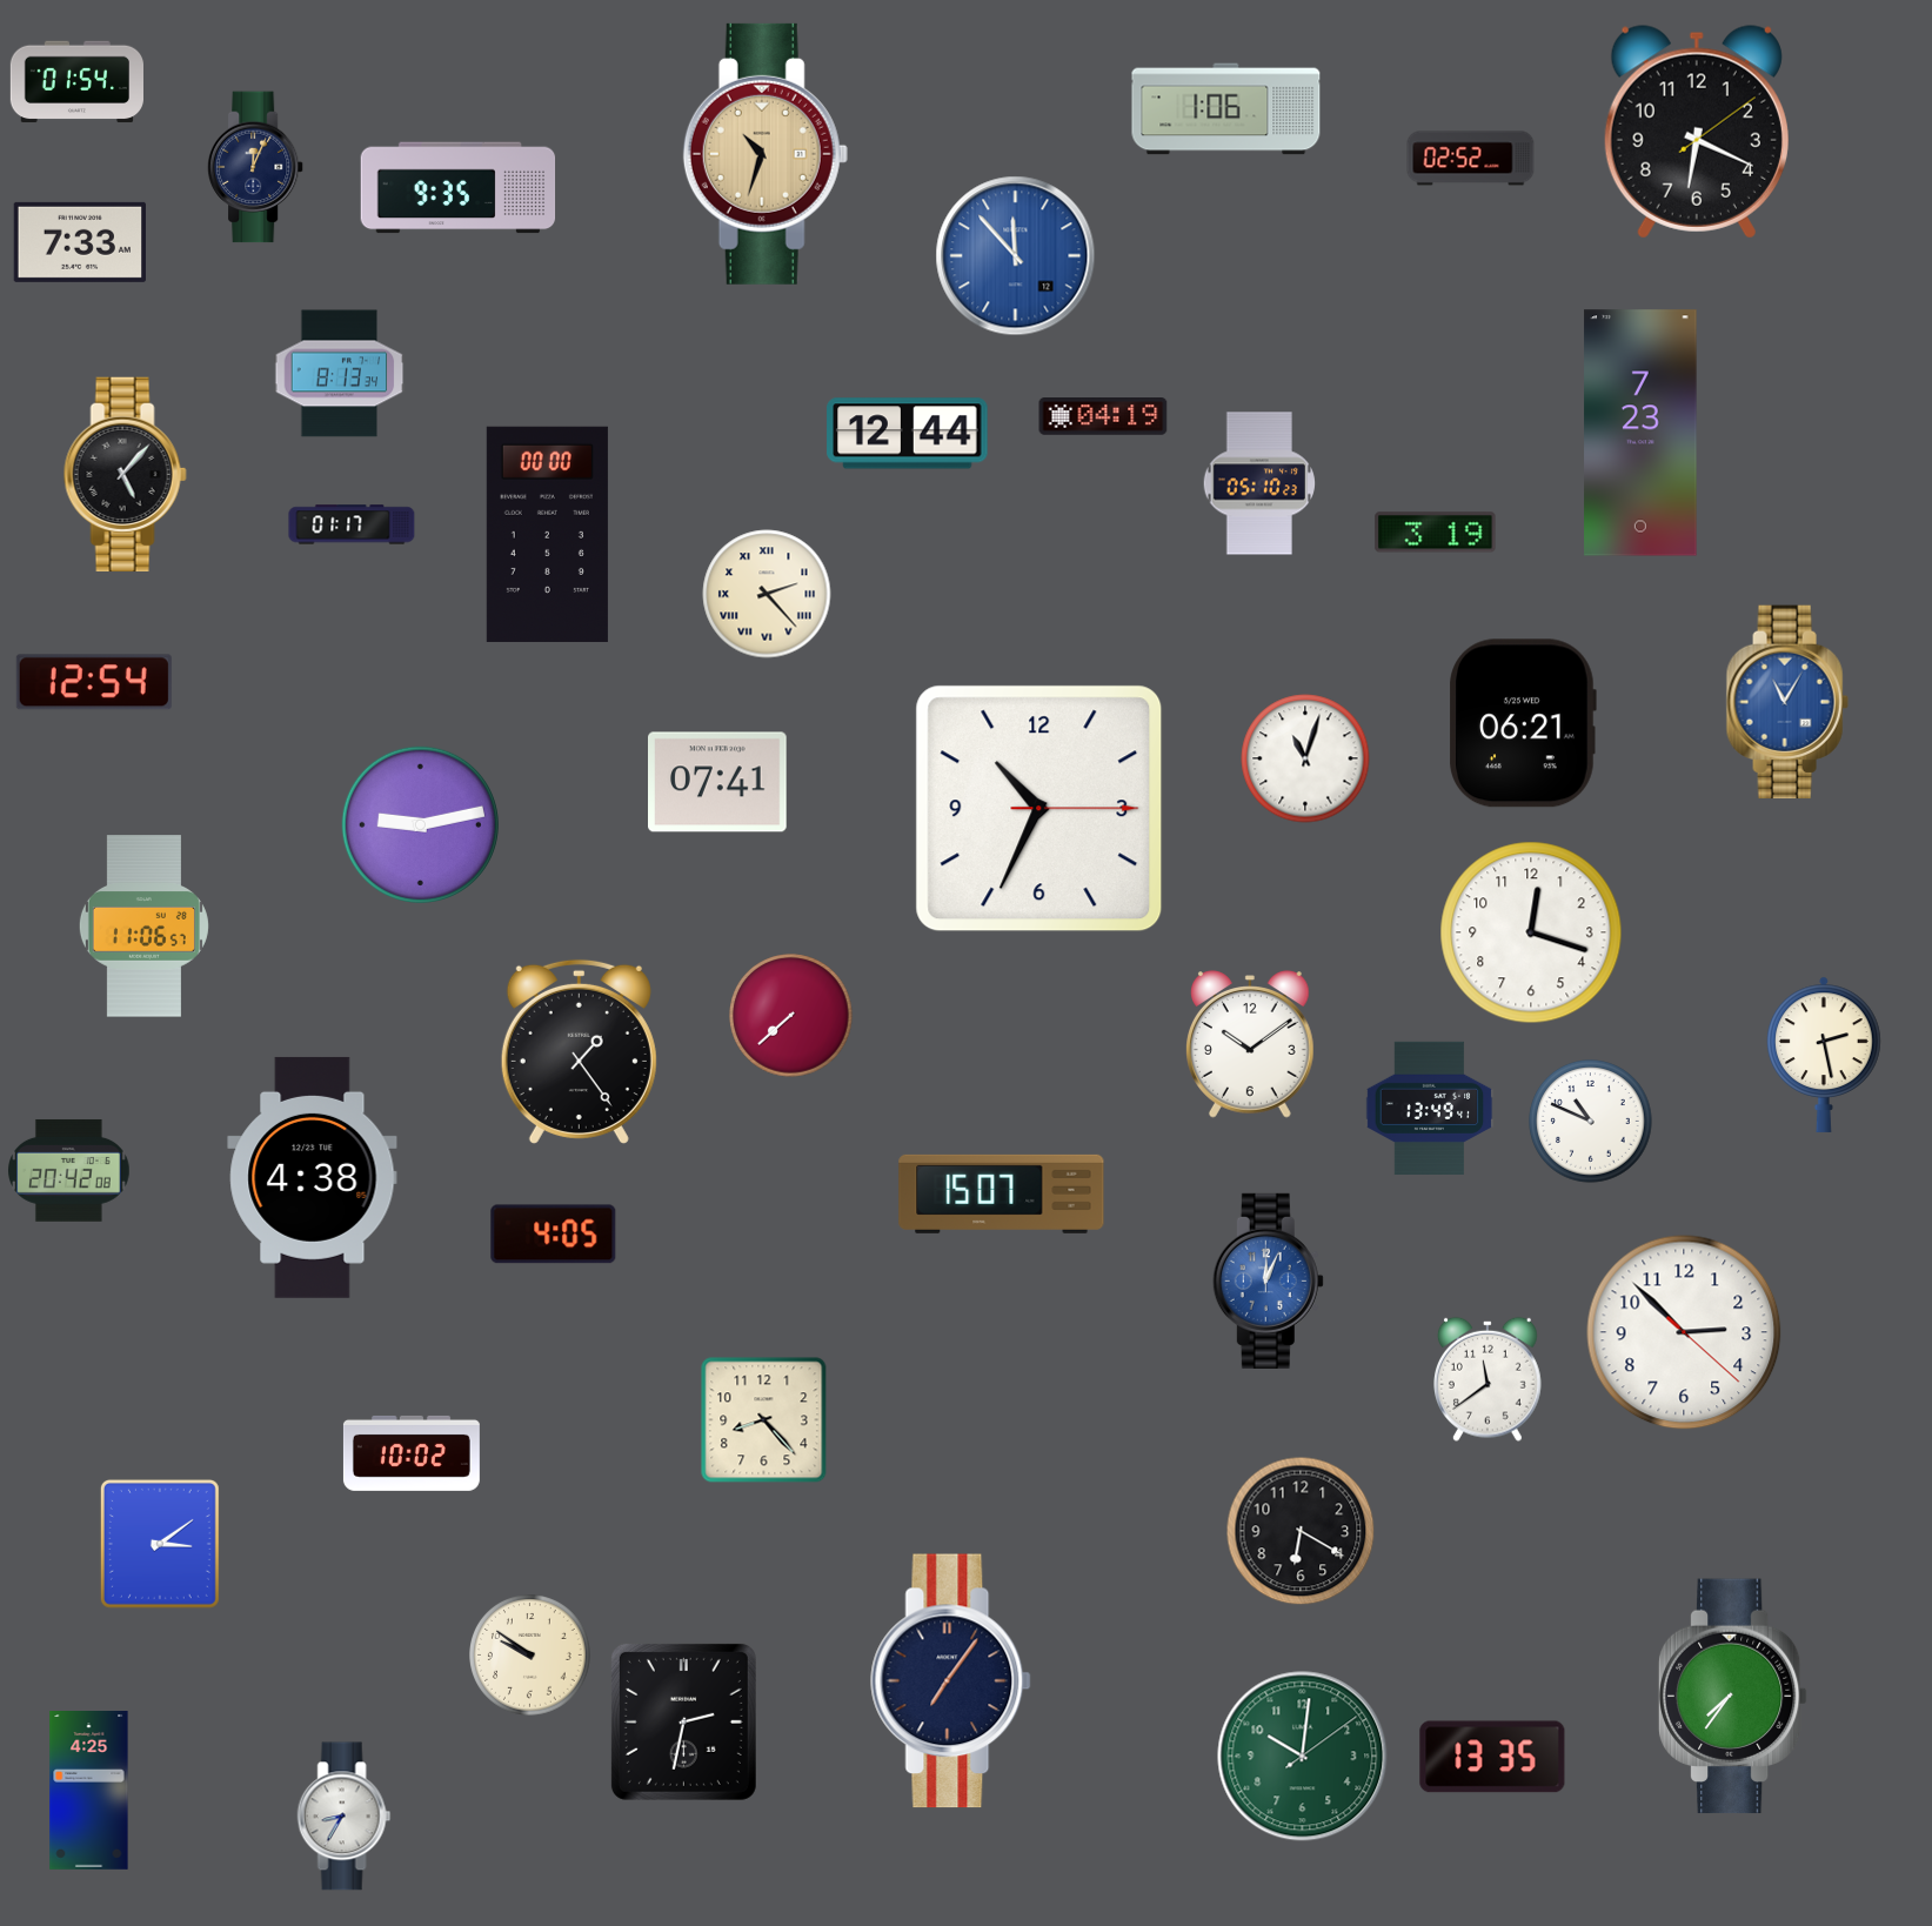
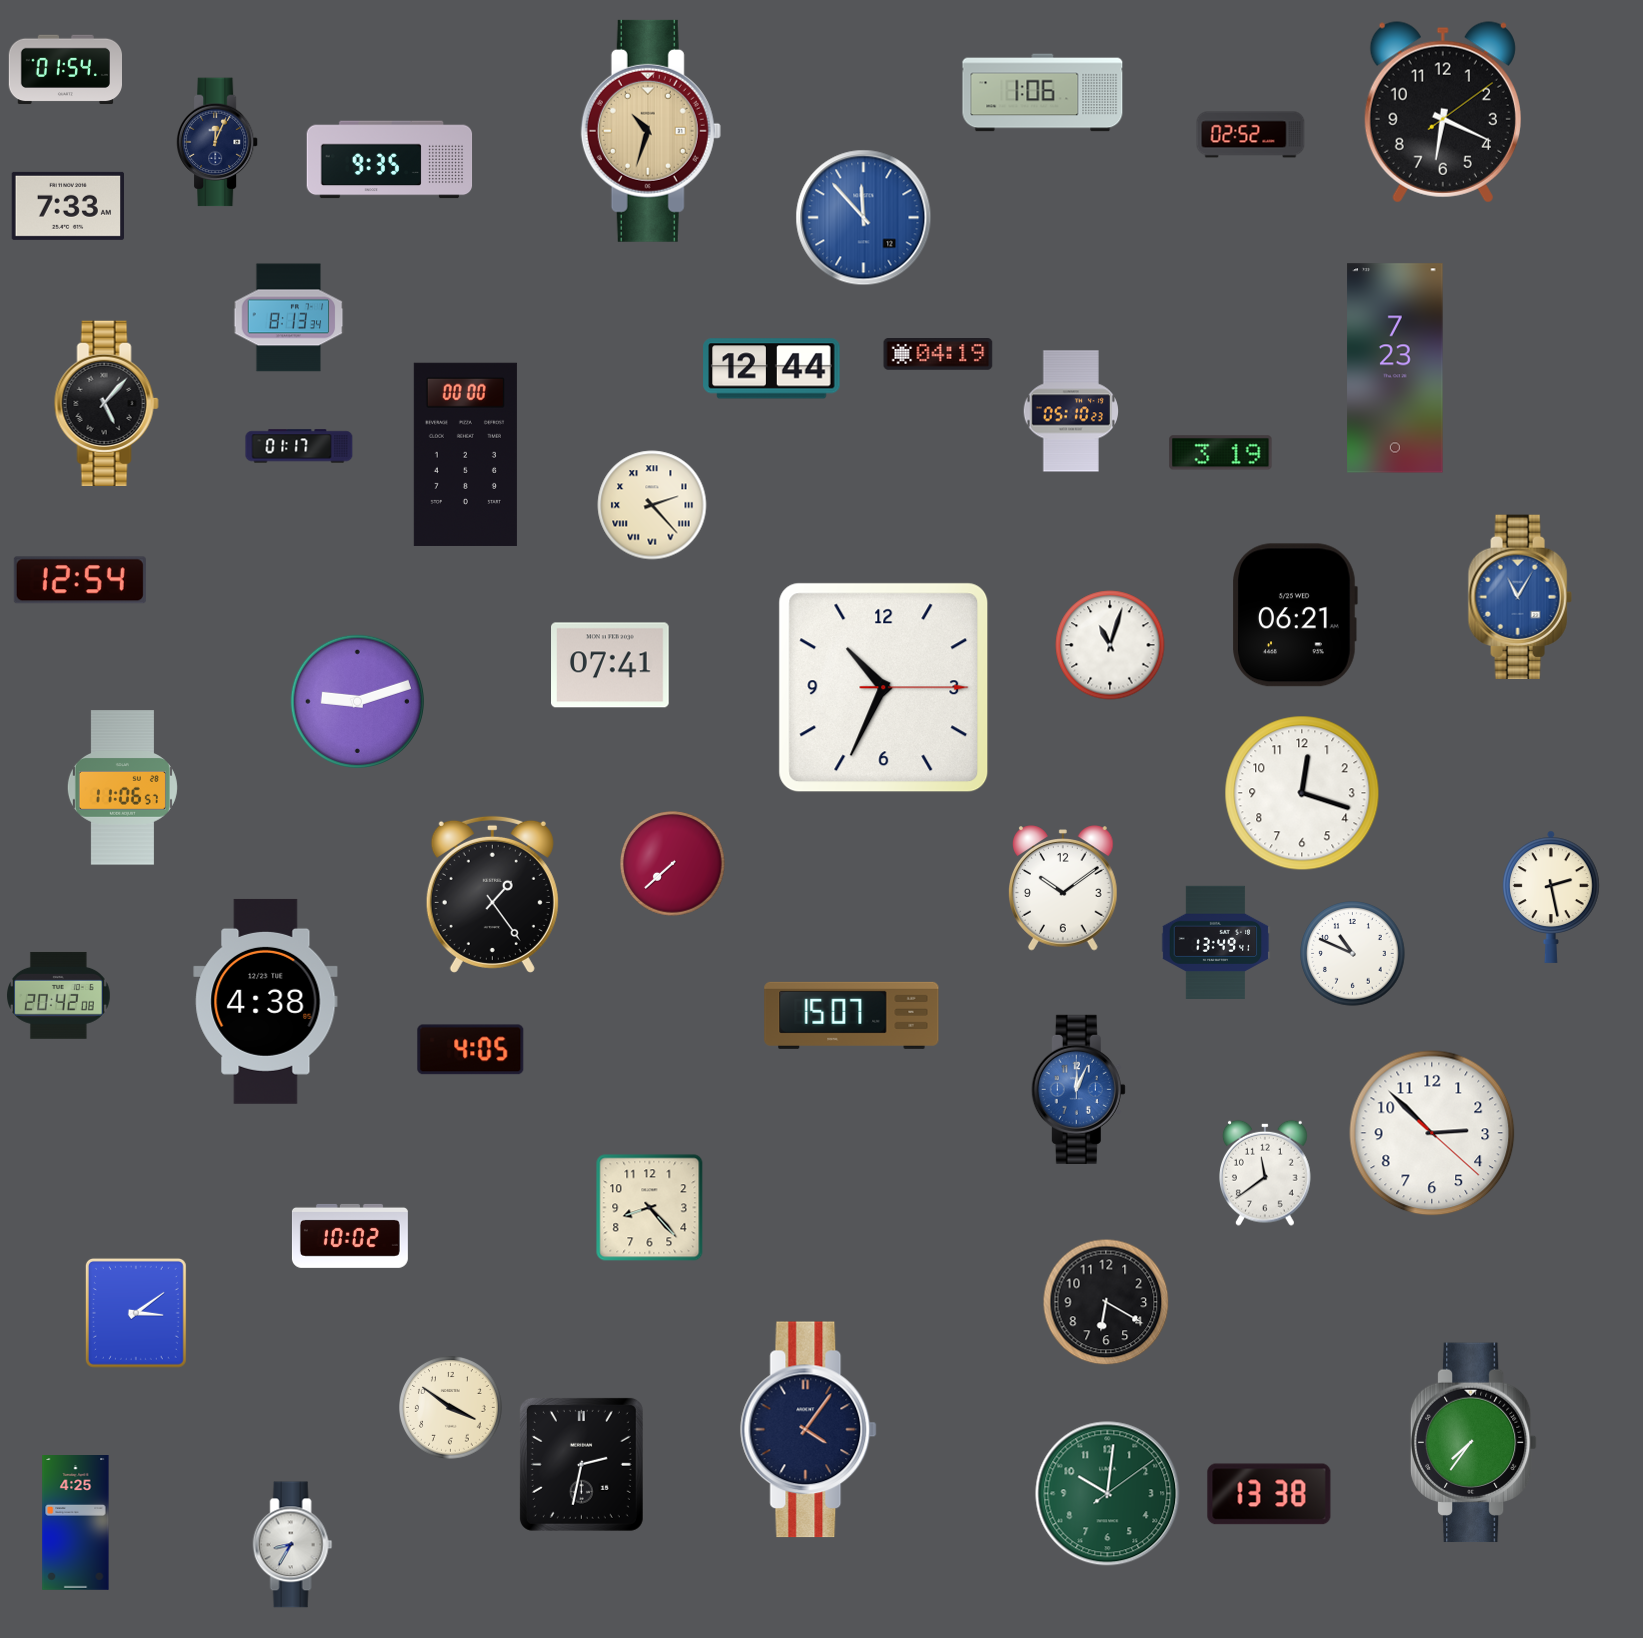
clock at (420, 824): 9:13 -> 9:12
clock at (530, 1656): 9:51 -> 3:51
clock at (951, 1681): 7:06 -> 4:06
clock at (1492, 1757): 13:35 -> 13:38
